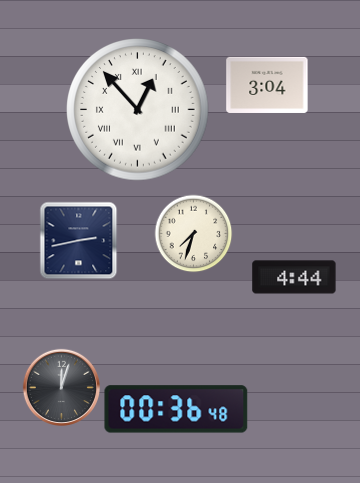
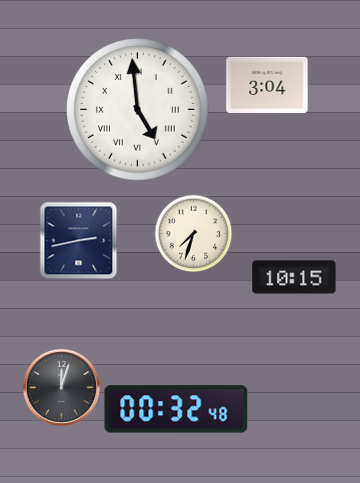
clock at (138, 110): 12:53 -> 4:59
clock at (294, 277): 4:44 -> 10:15
clock at (176, 409): 00:36 -> 00:32
